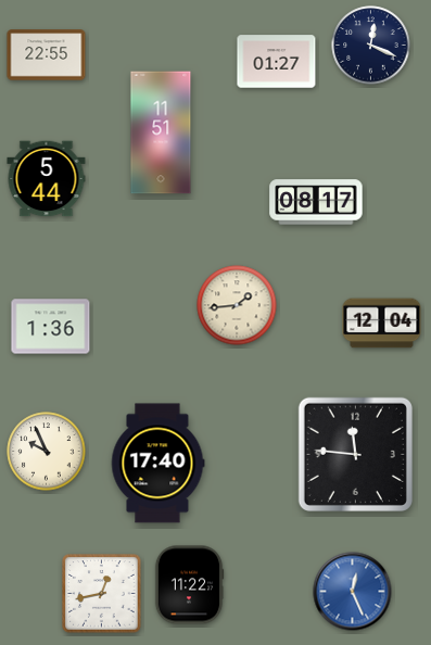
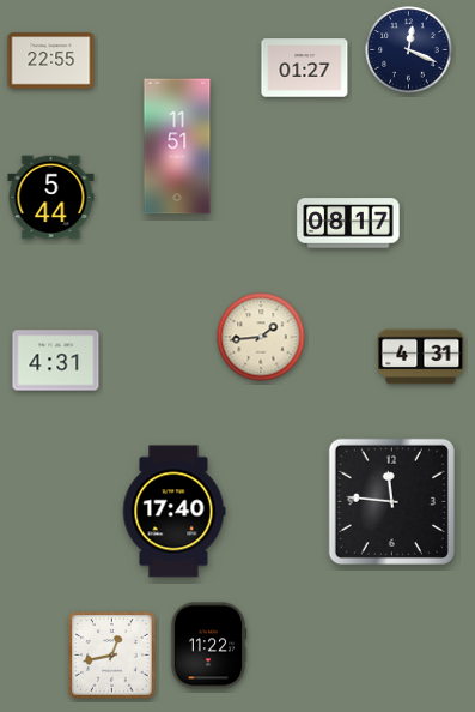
clock at (382, 324): 12:04 -> 4:31
clock at (51, 327): 1:36 -> 4:31
clock at (47, 452): 9:56 -> none
clock at (353, 592): 12:26 -> none
